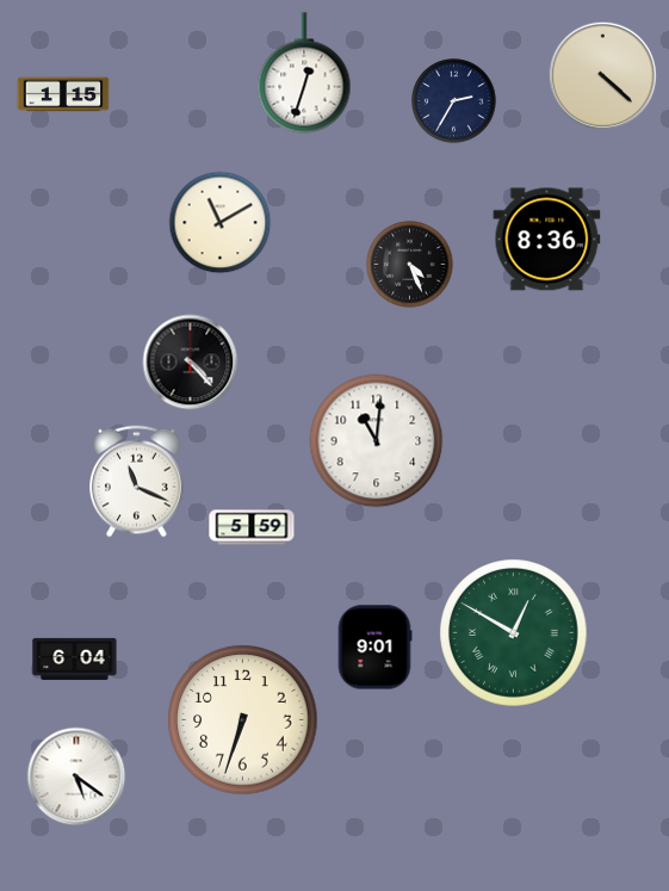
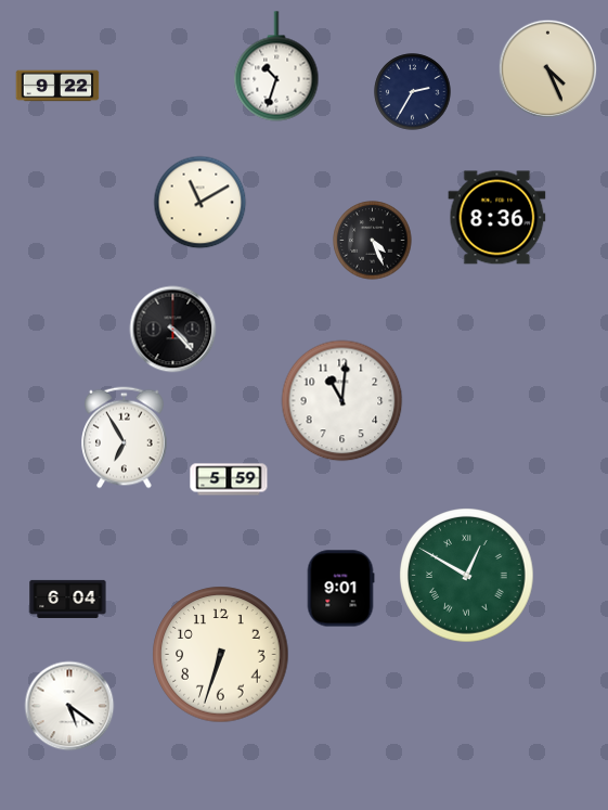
clock at (304, 73): 12:33 -> 10:33
clock at (602, 75): 4:22 -> 4:26
clock at (63, 94): 1:15 -> 9:22
clock at (137, 482): 11:19 -> 6:55
